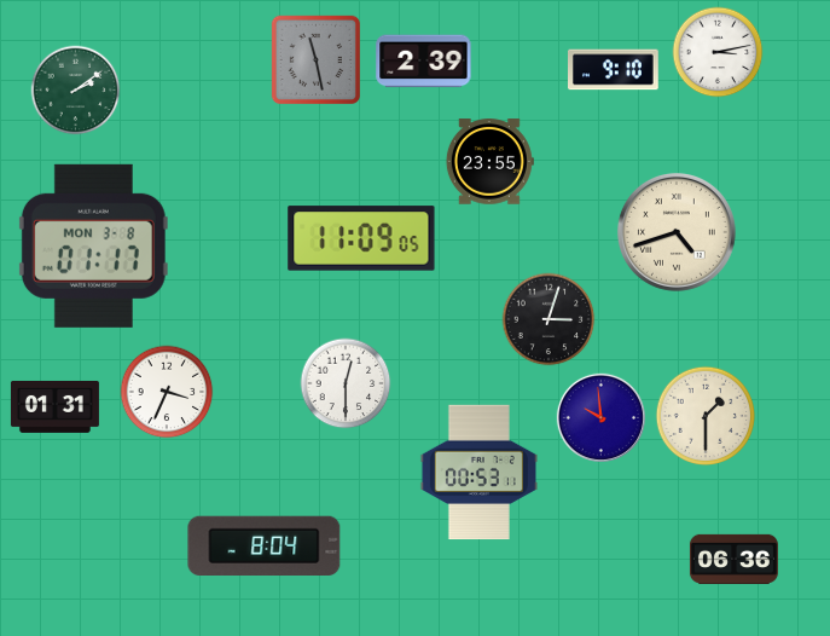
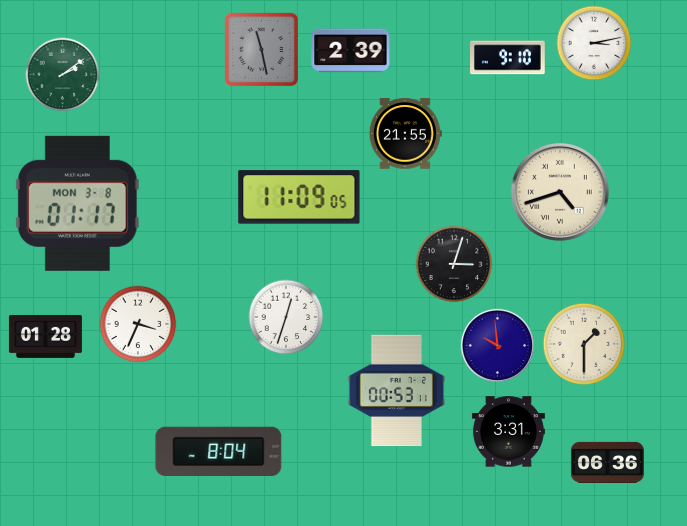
clock at (489, 162): 23:55 -> 21:55
clock at (346, 383): 12:30 -> 12:33
clock at (54, 406): 01:31 -> 01:28
clock at (508, 432): none -> 3:31
